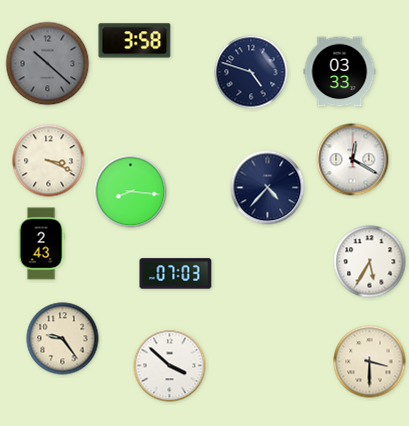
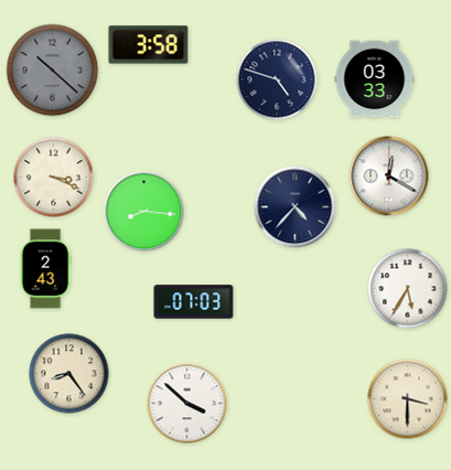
clock at (63, 339): 9:24 -> 8:24
